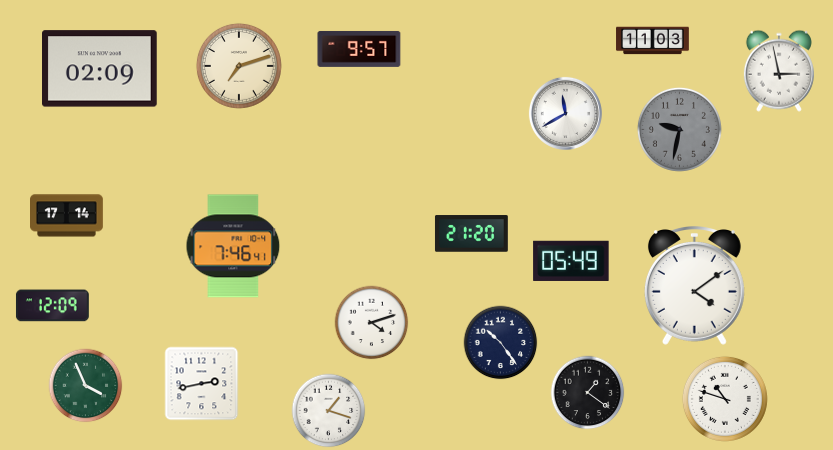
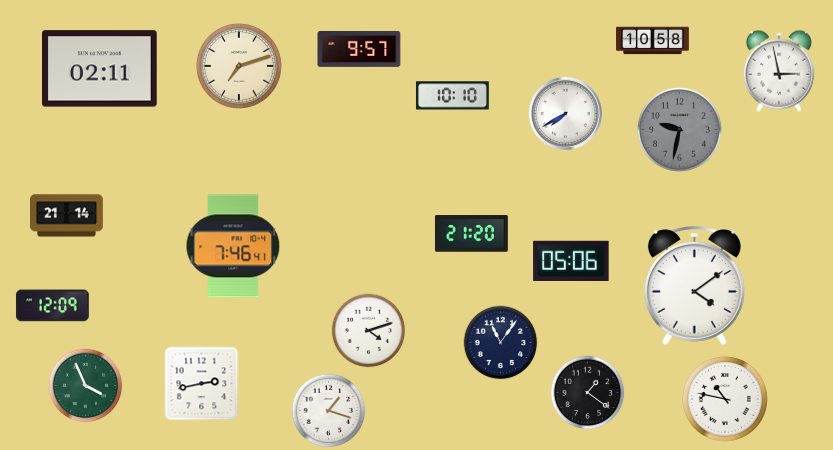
clock at (653, 41): 11:03 -> 10:58
clock at (100, 69): 02:09 -> 02:11
clock at (452, 96): none -> 10:10
clock at (565, 113): 11:40 -> 7:40
clock at (67, 216): 17:14 -> 21:14
clock at (571, 261): 05:49 -> 05:06
clock at (372, 323) position: (372, 323) -> (369, 331)
clock at (501, 343): 10:24 -> 11:06
clock at (725, 399): 10:48 -> 10:47
